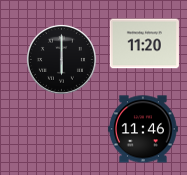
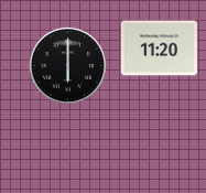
clock at (143, 129): 11:46 -> none
